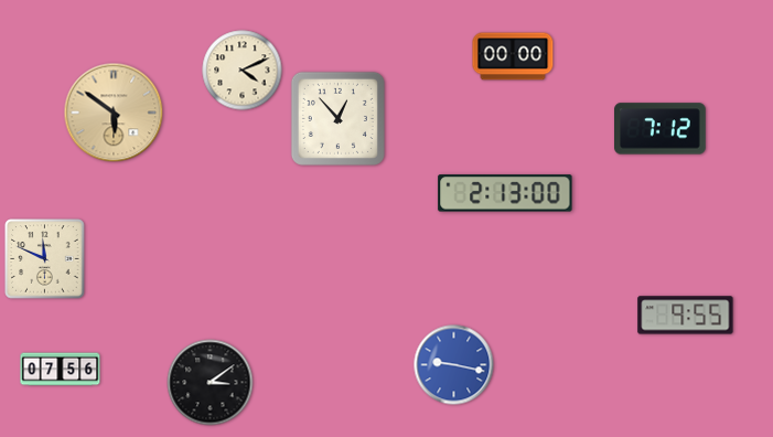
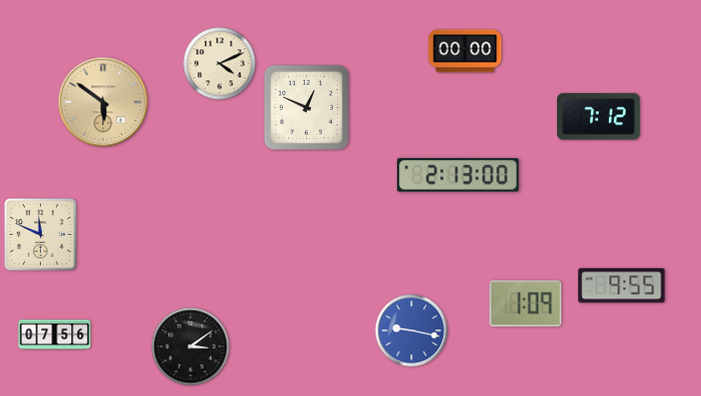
clock at (337, 118): 12:53 -> 12:49
clock at (526, 304): none -> 1:09
